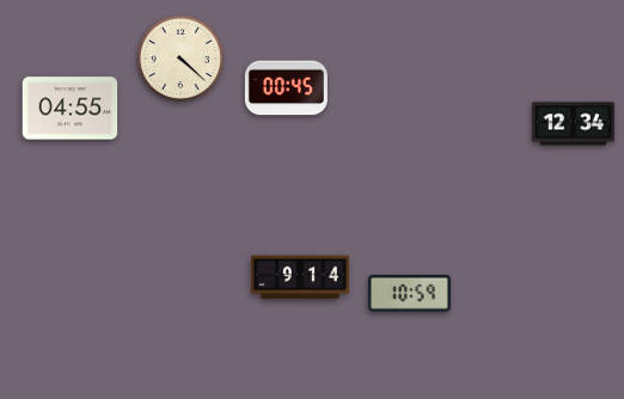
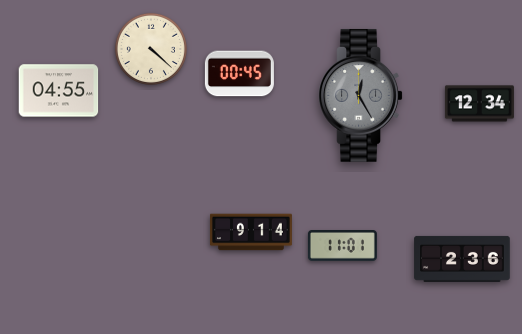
clock at (360, 95): none -> 12:25
clock at (409, 294): 10:59 -> 11:01
clock at (462, 259): none -> 2:36
